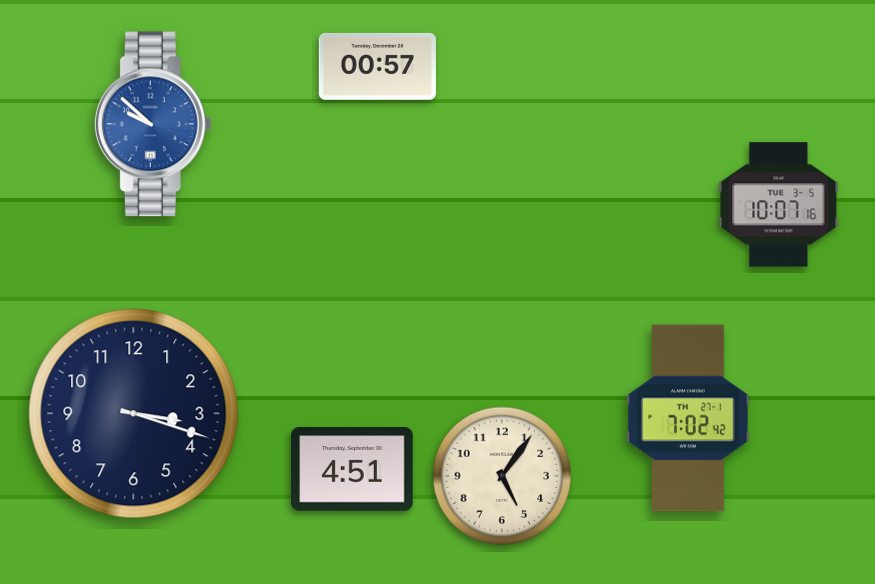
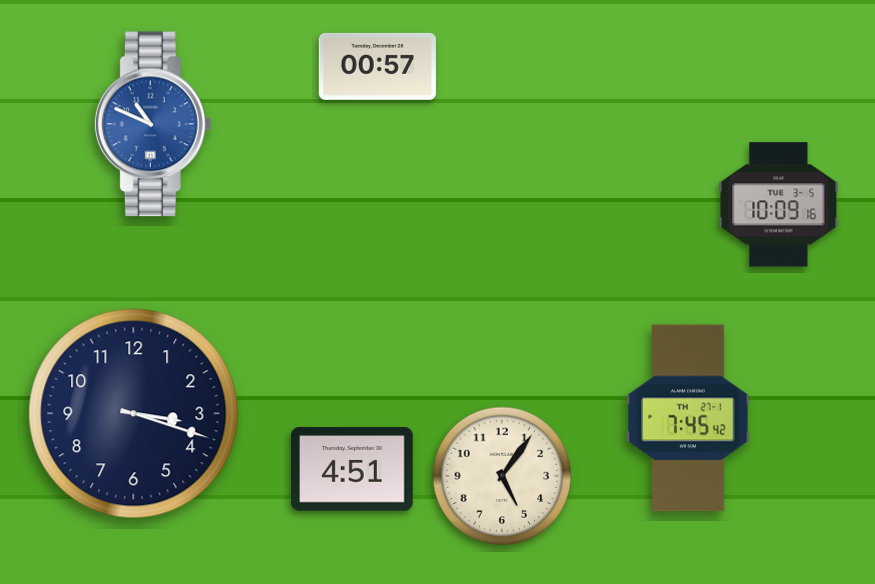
clock at (153, 124): 9:52 -> 10:49
clock at (779, 205): 10:07 -> 10:09
clock at (688, 418): 7:02 -> 7:45
